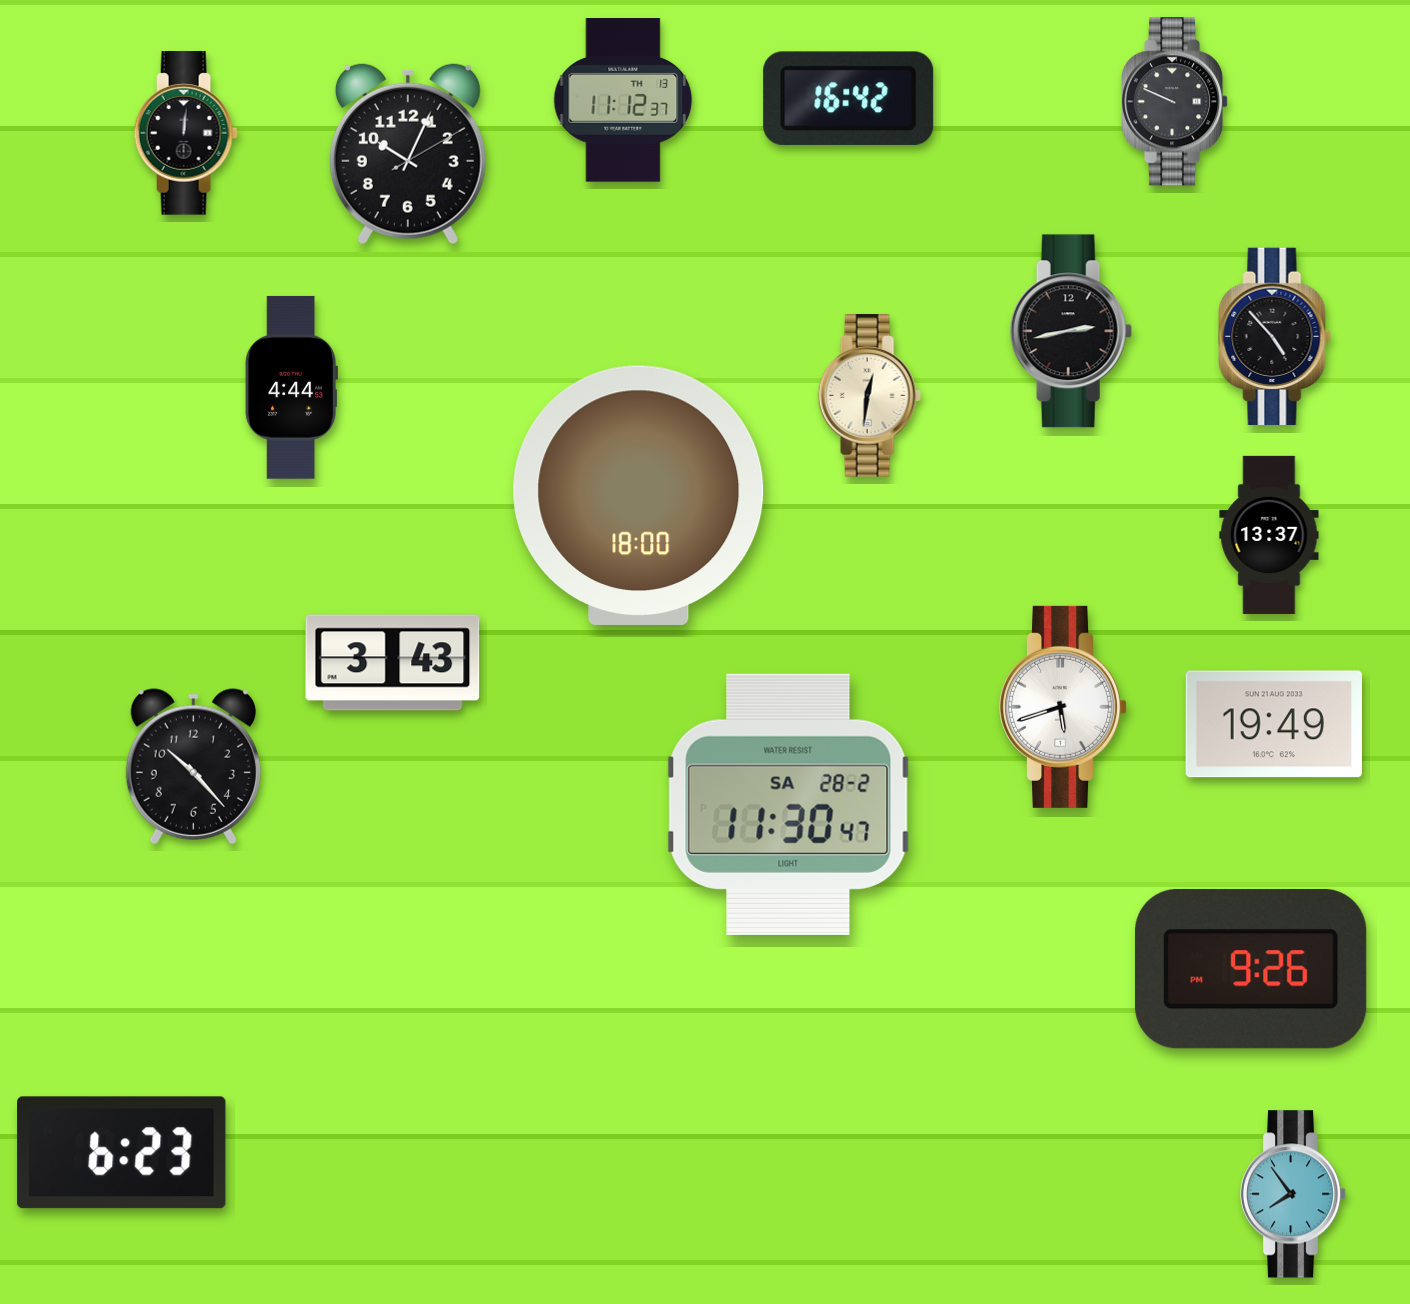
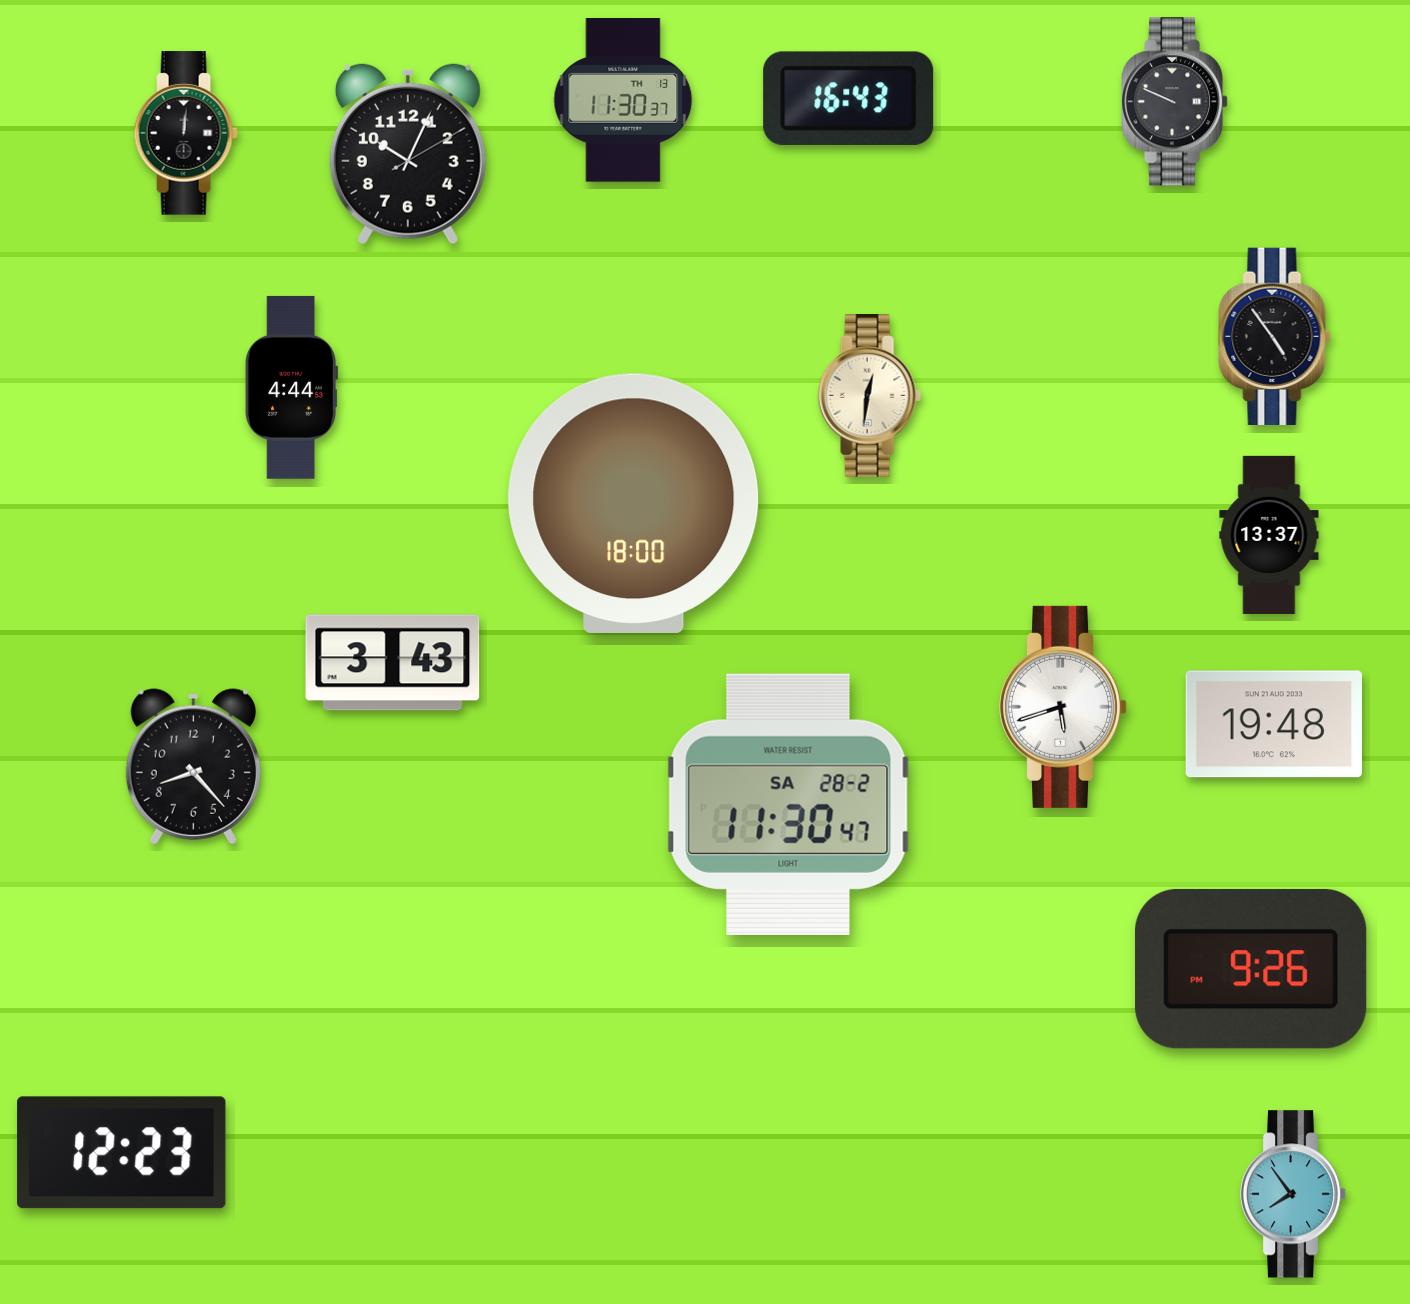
clock at (849, 98): 16:42 -> 16:43
clock at (623, 100): 11:12 -> 11:30
clock at (1071, 331): 2:43 -> none
clock at (1275, 336): 4:53 -> 4:54
clock at (639, 495) position: (639, 495) -> (634, 503)
clock at (1273, 724): 19:49 -> 19:48
clock at (193, 767): 10:23 -> 8:23
clock at (122, 1153): 6:23 -> 12:23
